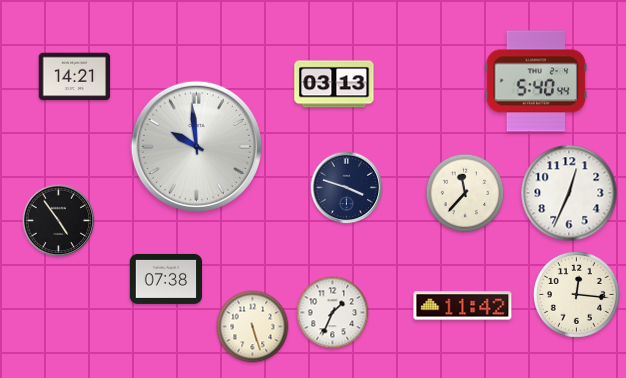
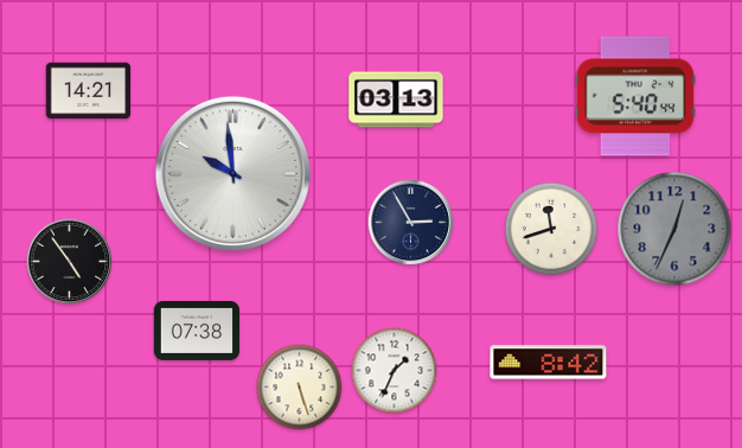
clock at (347, 188): 3:48 -> 2:55
clock at (465, 193): 11:37 -> 11:42
clock at (569, 193) dial: white -> grey
clock at (576, 294): 12:16 -> none
clock at (463, 306): 11:42 -> 8:42
